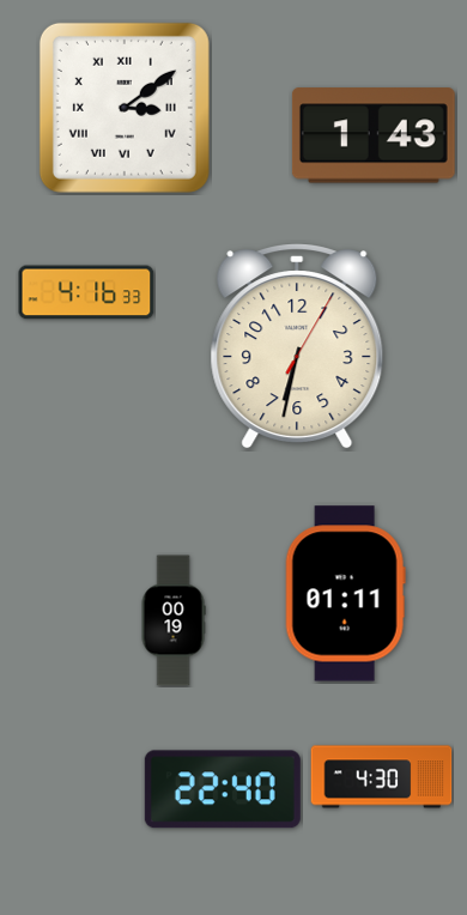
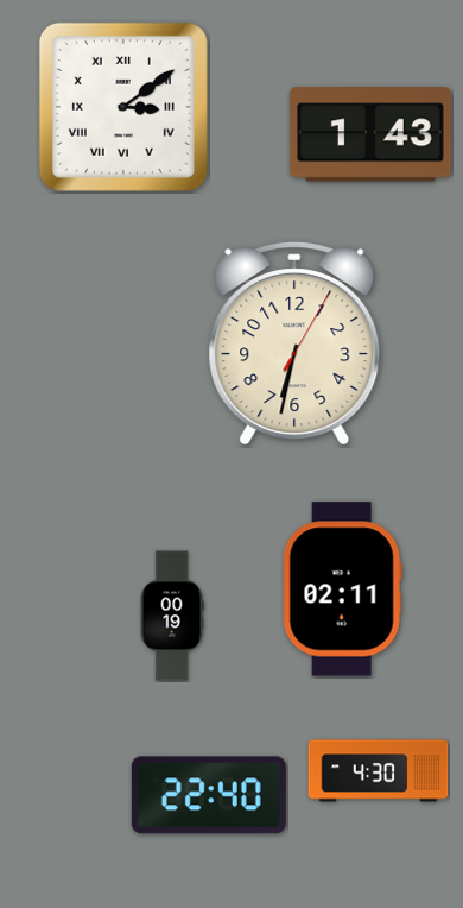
clock at (86, 292): 4:16 -> none
clock at (345, 594): 01:11 -> 02:11
clock at (223, 789) position: (223, 789) -> (209, 795)
